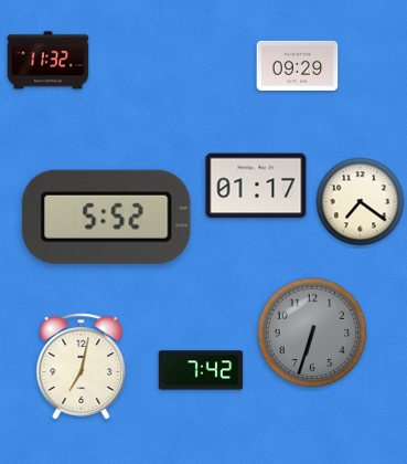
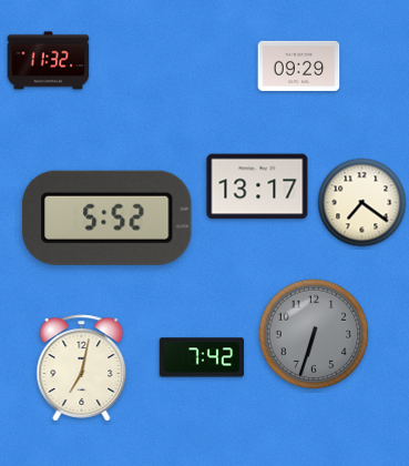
clock at (256, 186): 01:17 -> 13:17
clock at (201, 370) position: (201, 370) -> (202, 357)
